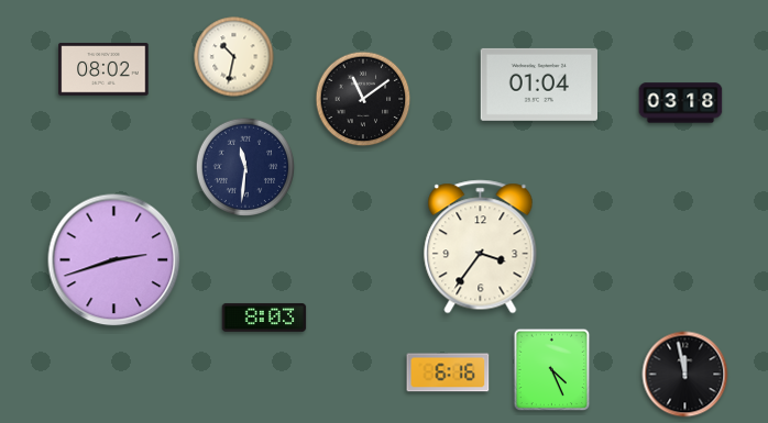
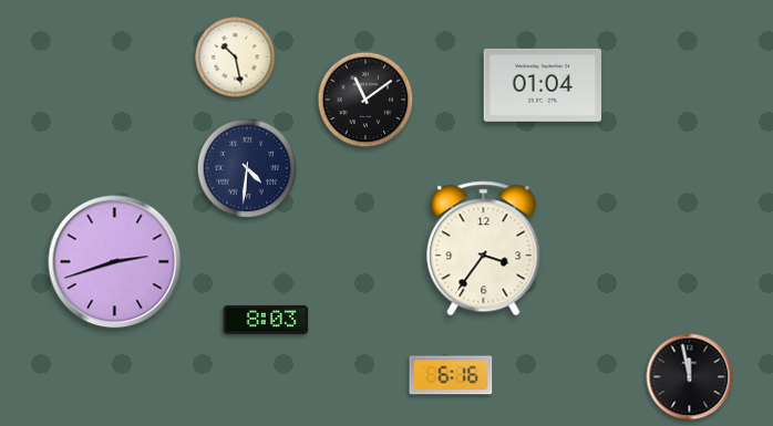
clock at (234, 57): 10:32 -> 10:28
clock at (103, 69): 08:02 -> none
clock at (681, 103): 03:18 -> none
clock at (244, 166): 11:31 -> 4:31
clock at (552, 370): 4:26 -> none
